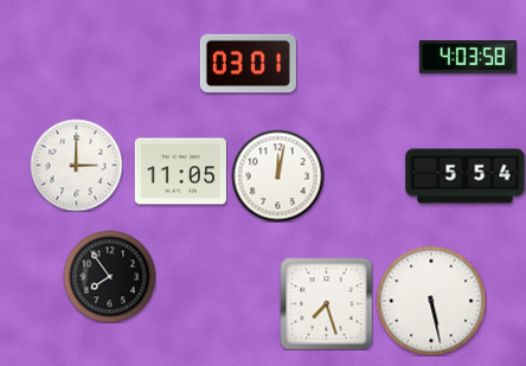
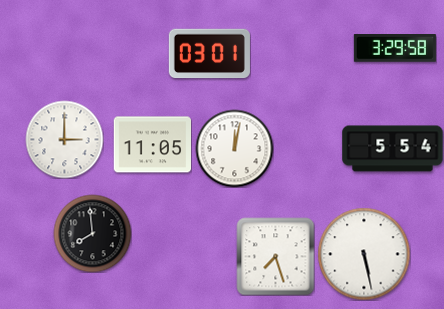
clock at (468, 58): 4:03 -> 3:29
clock at (109, 276): 7:54 -> 7:59
